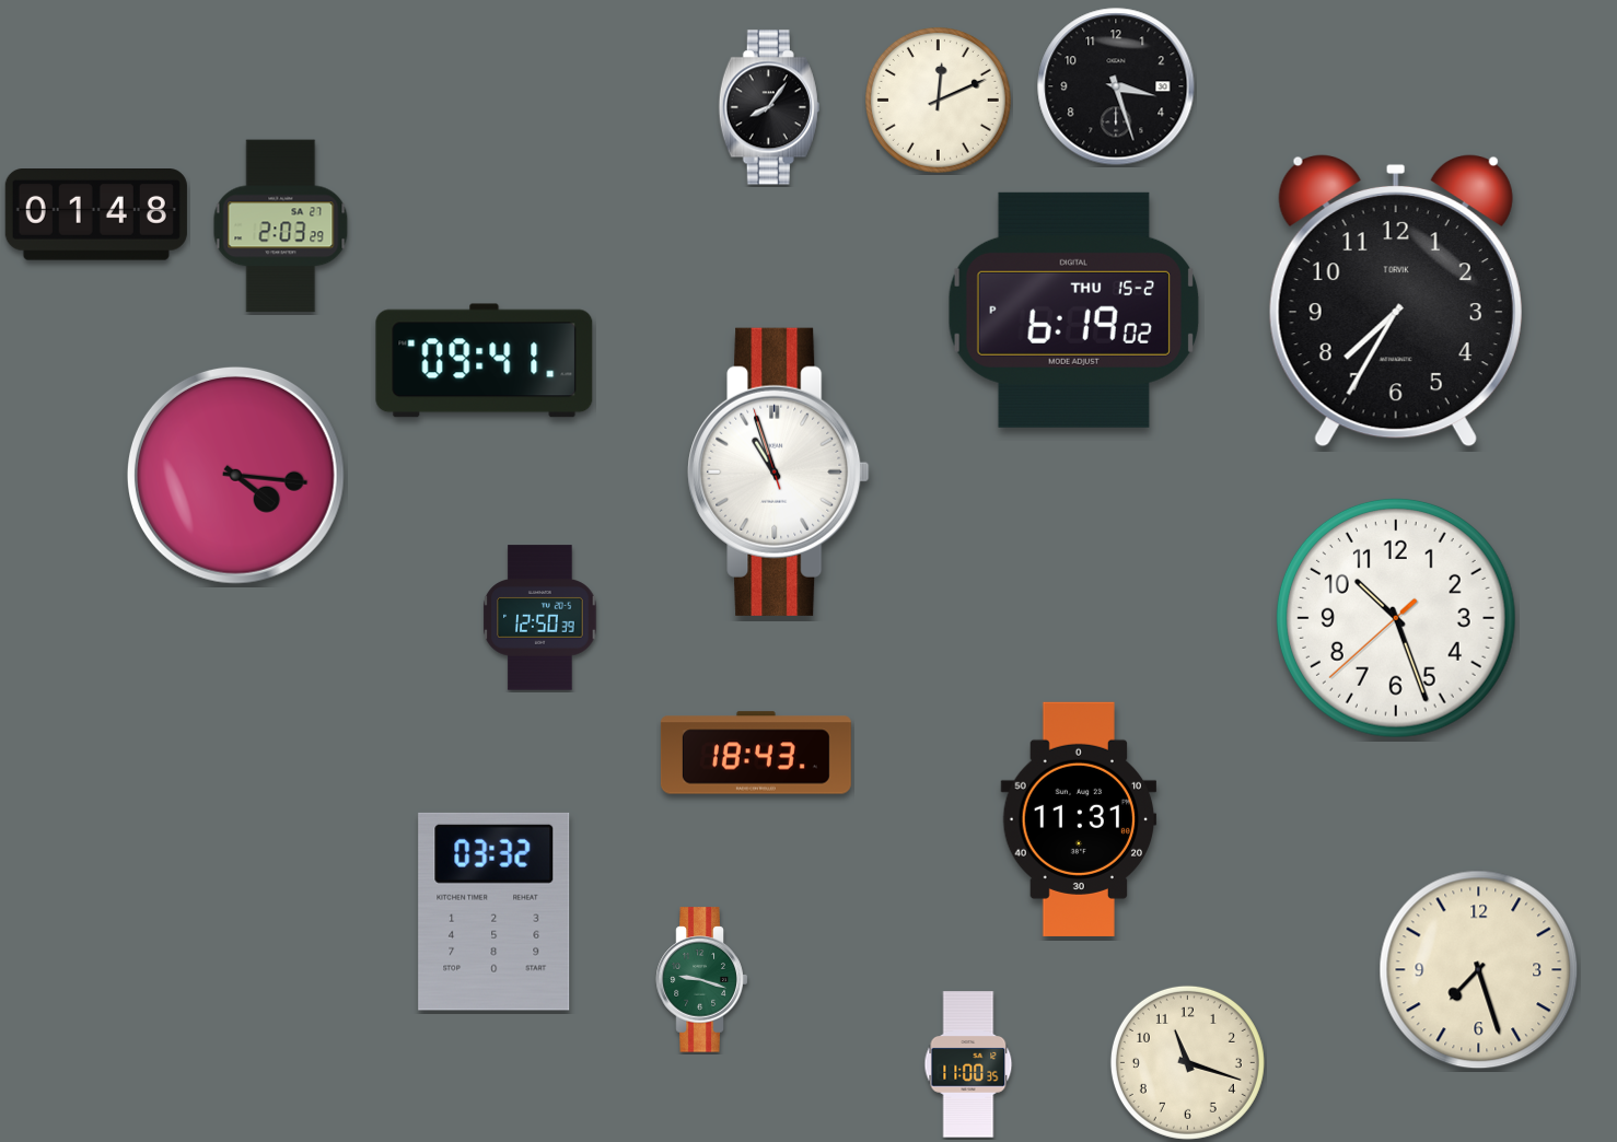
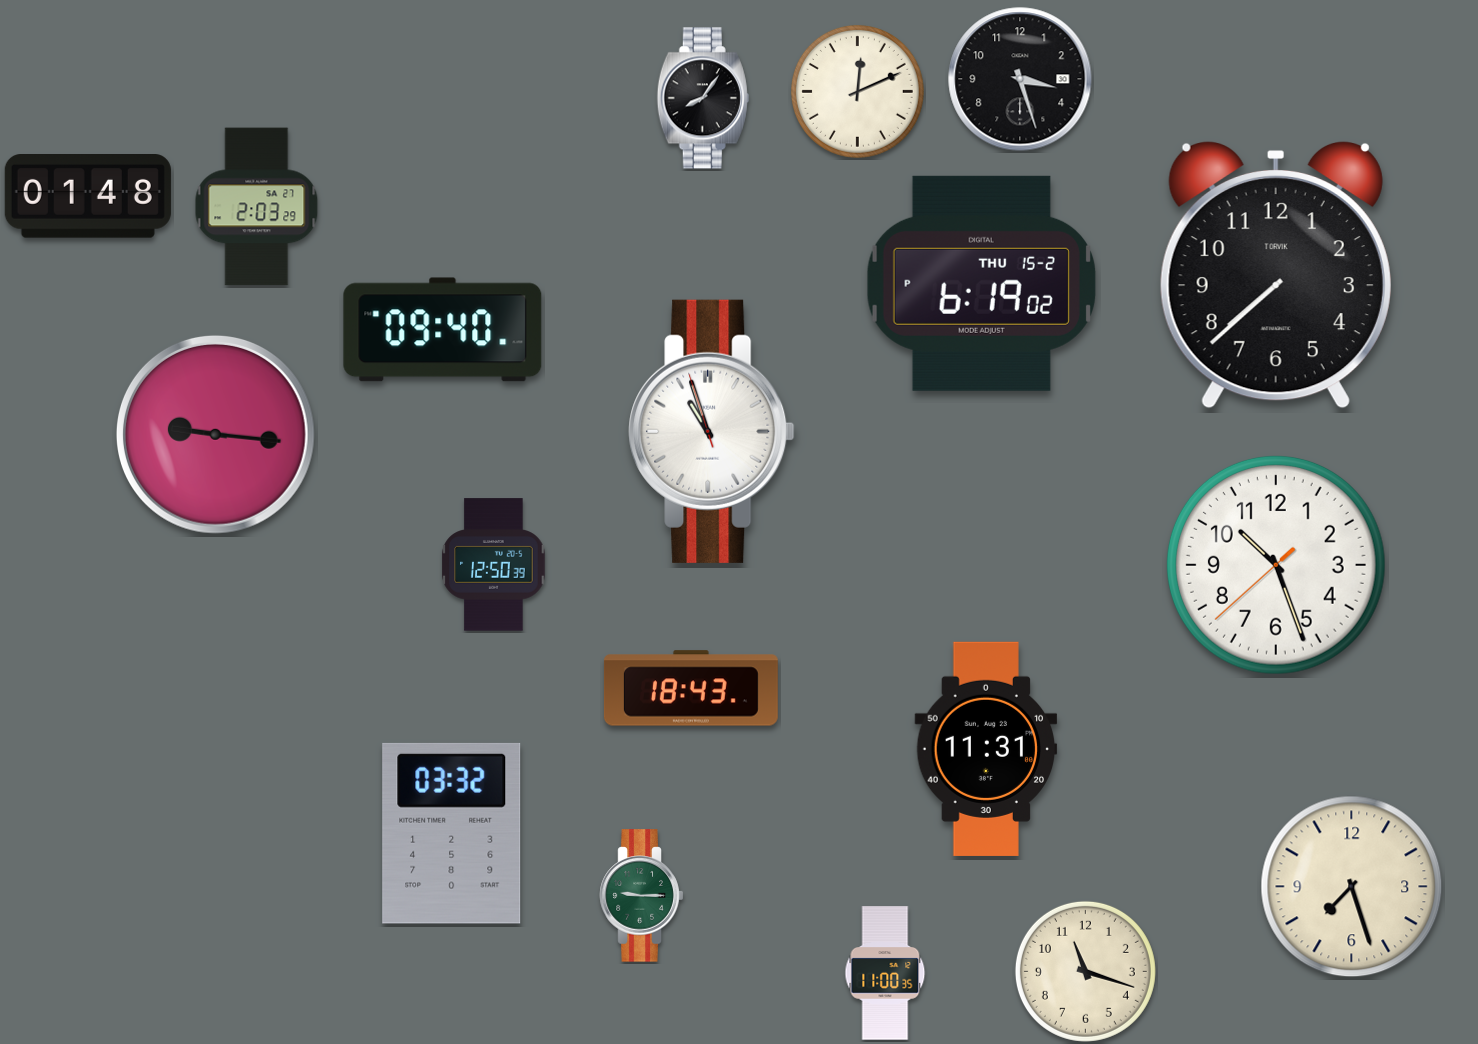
clock at (1396, 301): 7:35 -> 7:38
clock at (485, 361): 09:41 -> 09:40
clock at (235, 475): 4:16 -> 9:16
clock at (702, 980): 9:18 -> 9:15
